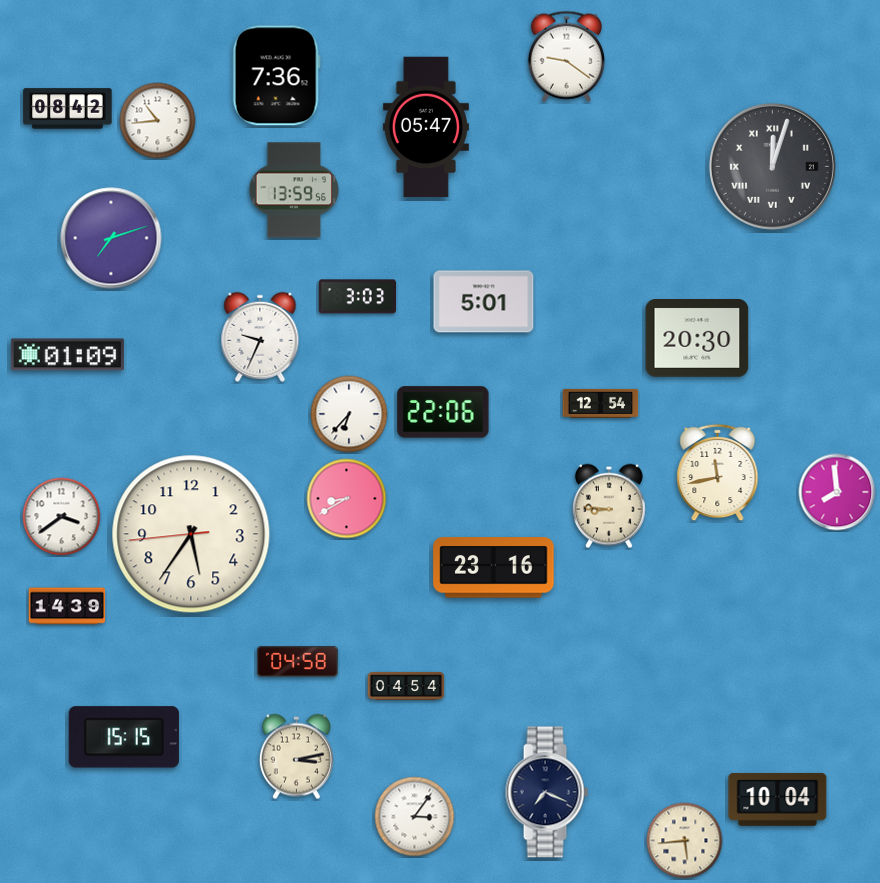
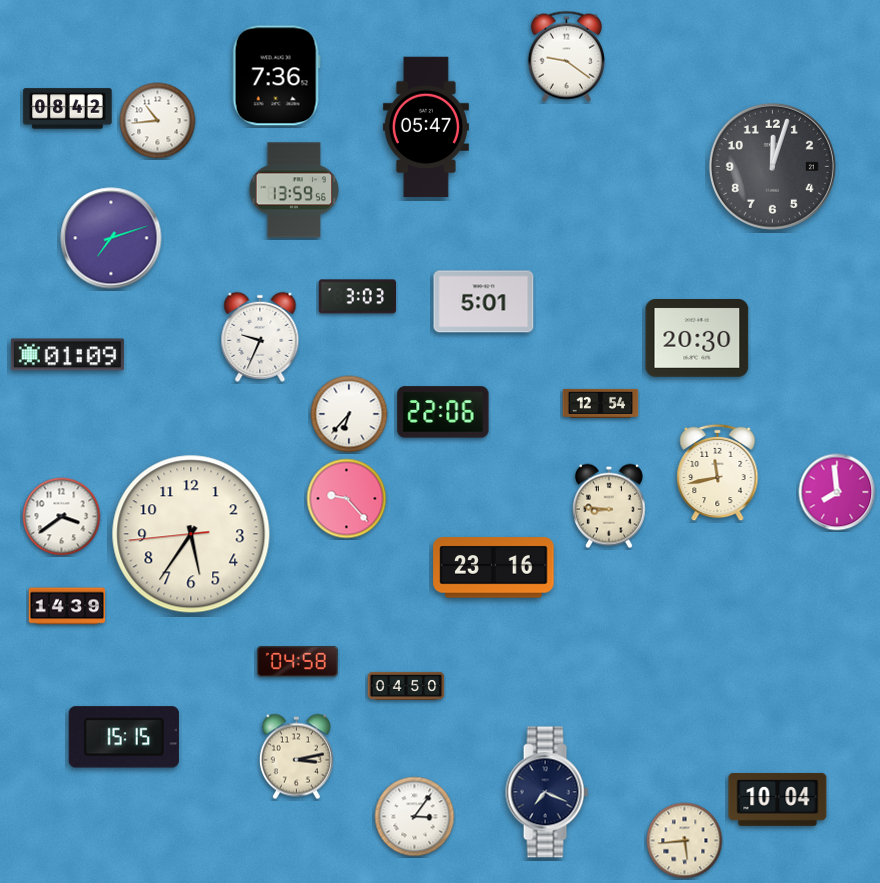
clock at (772, 166) numerals: Roman -> Arabic
clock at (347, 499): 8:40 -> 9:23
clock at (406, 686): 04:54 -> 04:50
